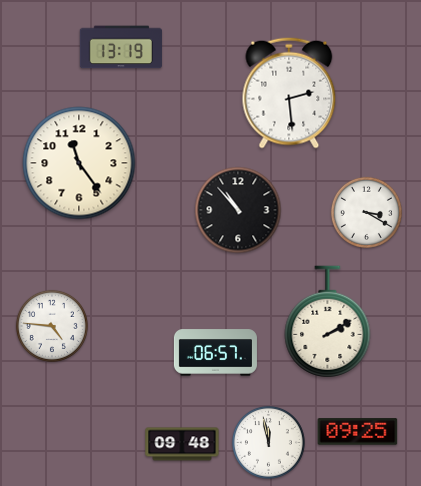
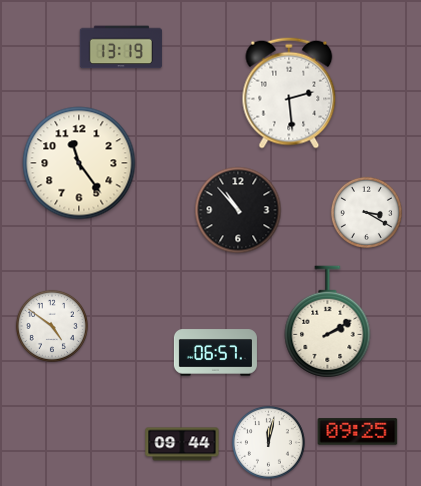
clock at (52, 326): 4:46 -> 4:51
clock at (268, 442): 11:58 -> 12:02
clock at (182, 444): 09:48 -> 09:44
